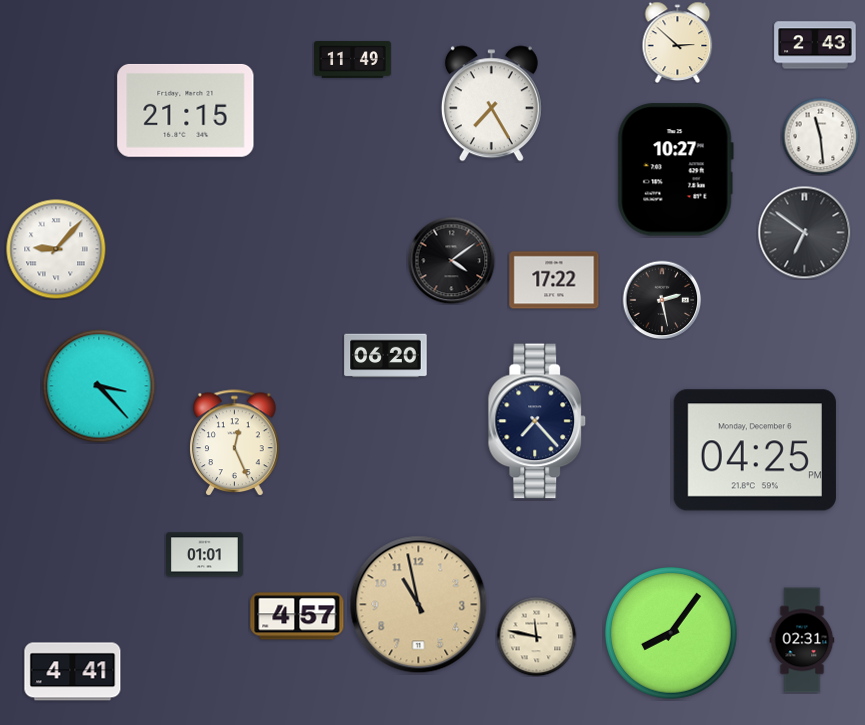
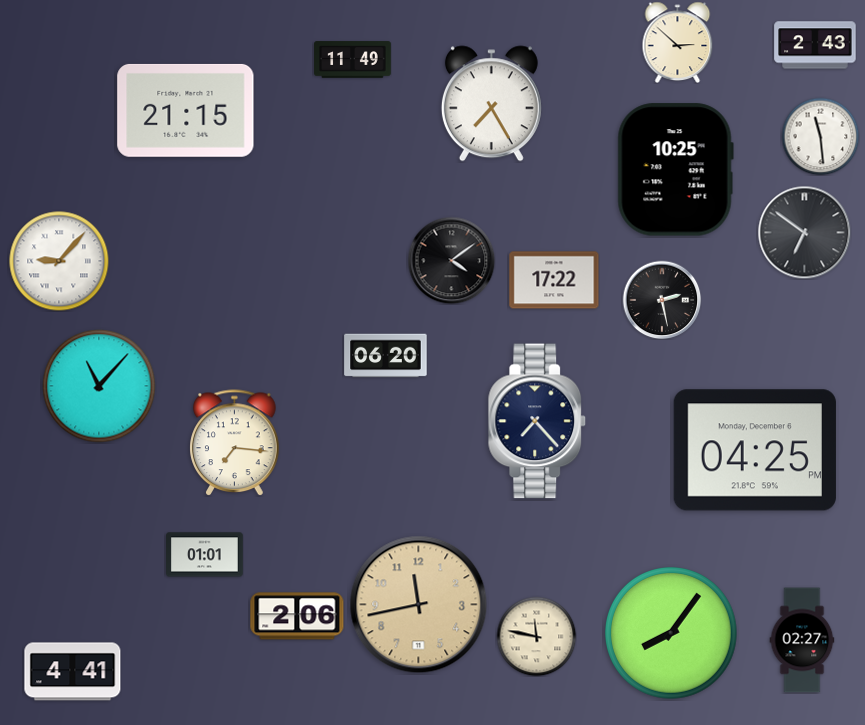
clock at (675, 170): 10:27 -> 10:25
clock at (56, 249) position: (56, 249) -> (59, 261)
clock at (99, 386): 3:23 -> 11:07
clock at (235, 443): 12:26 -> 7:16
clock at (419, 605): 10:58 -> 11:43
clock at (297, 616): 4:57 -> 2:06
clock at (802, 640): 02:31 -> 02:27
